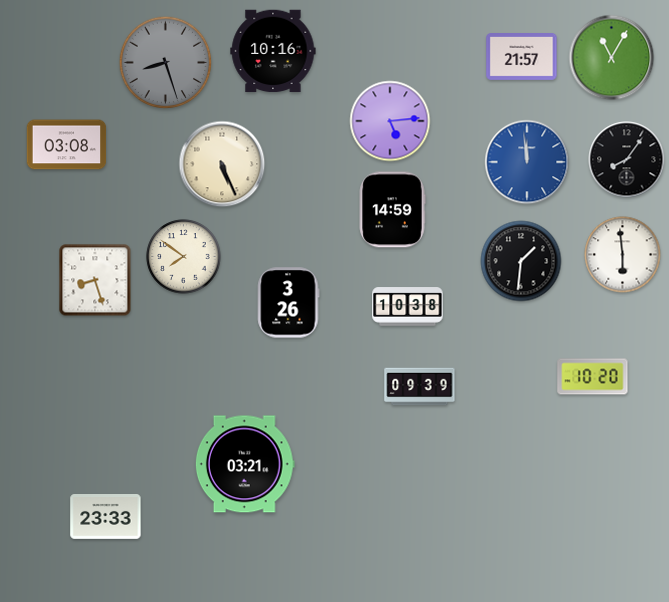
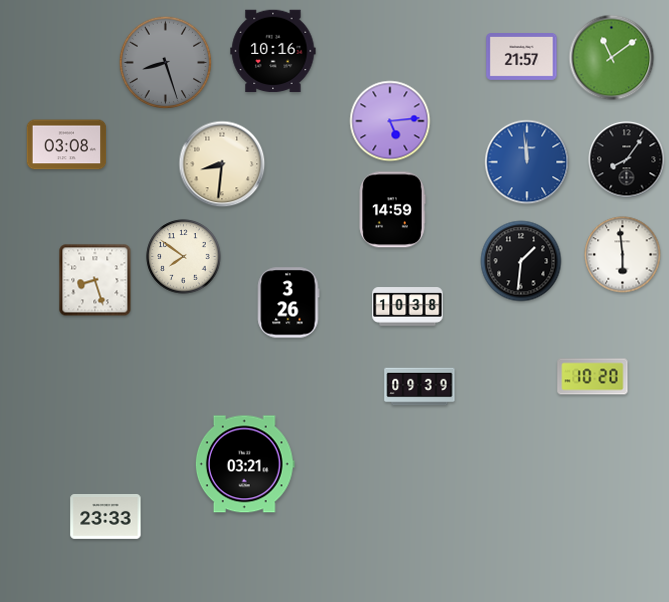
clock at (612, 58): 11:05 -> 11:09
clock at (222, 164): 5:26 -> 8:31
